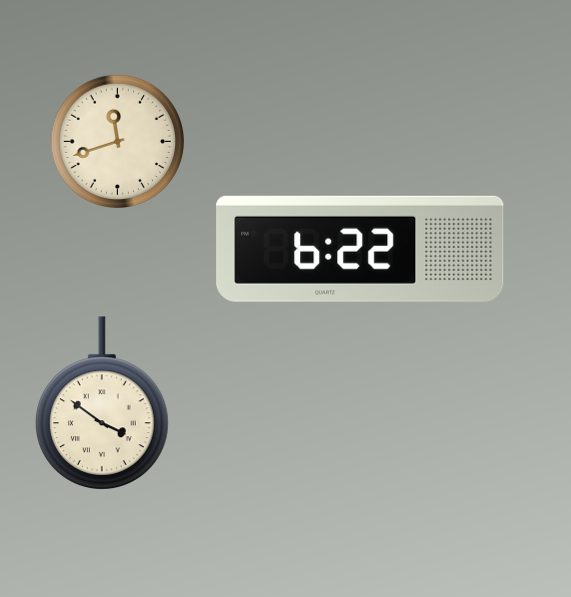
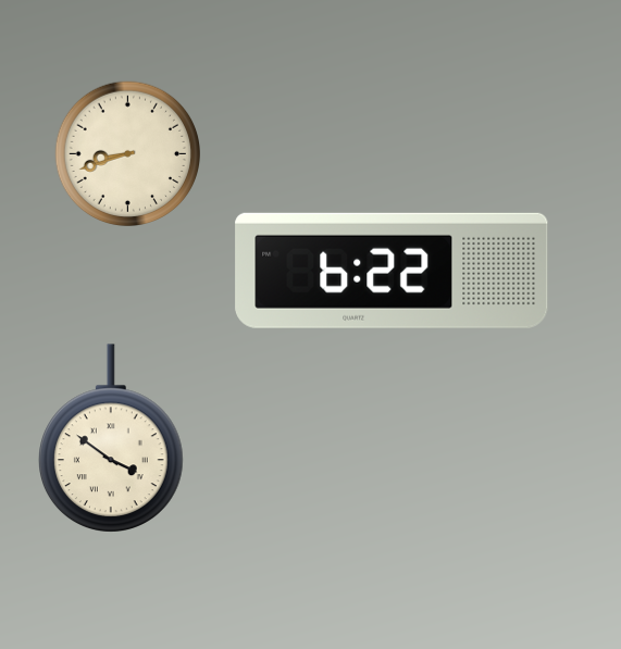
clock at (117, 141): 11:42 -> 8:42
